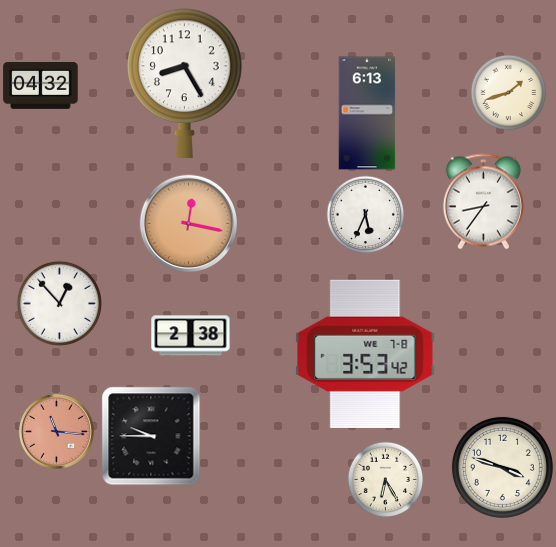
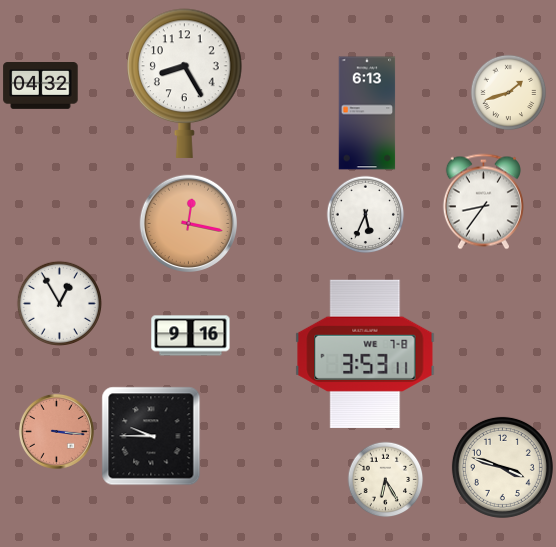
clock at (59, 303): 12:53 -> 12:55
clock at (191, 336): 2:38 -> 9:16
clock at (365, 353): 3:53:42 -> 3:53:11
clock at (56, 431): 11:16 -> 3:16
